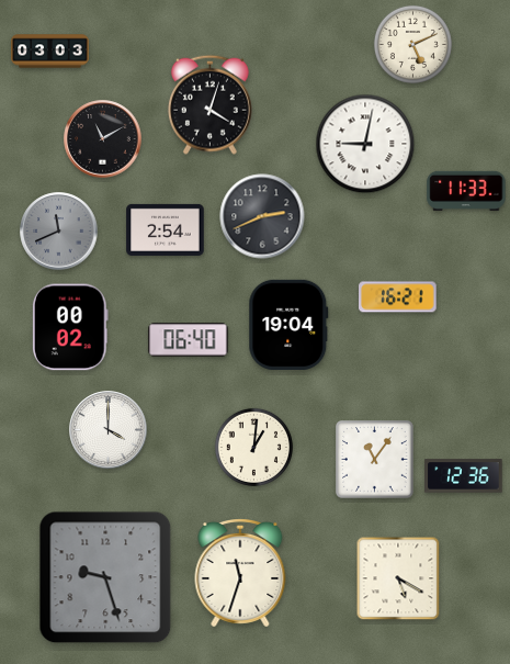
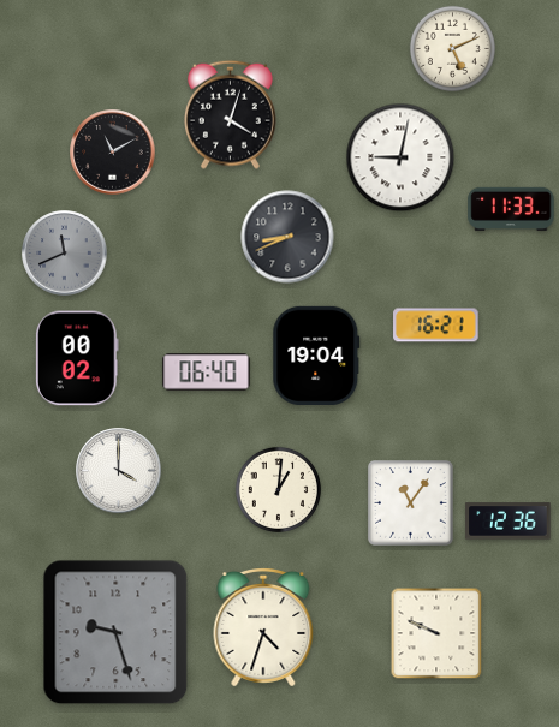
clock at (50, 52): 03:03 -> none
clock at (262, 216): 2:41 -> 8:41
clock at (166, 229): 2:54 -> none
clock at (240, 574): 11:33 -> 4:33
clock at (398, 578): 5:20 -> 9:49
